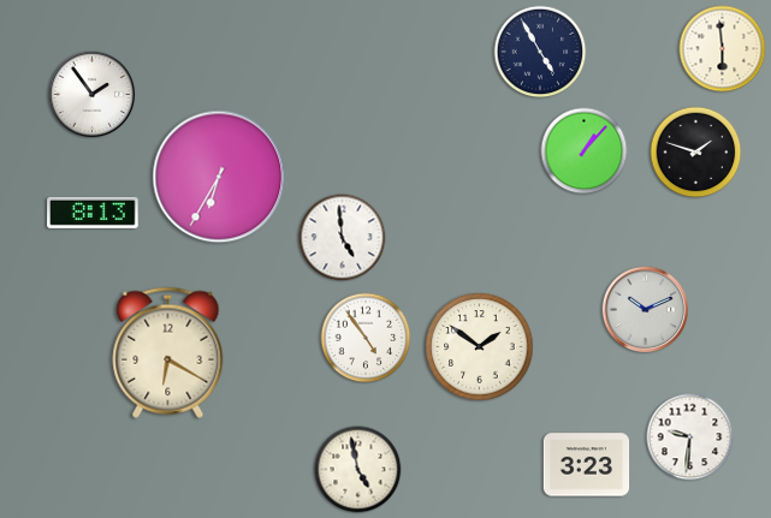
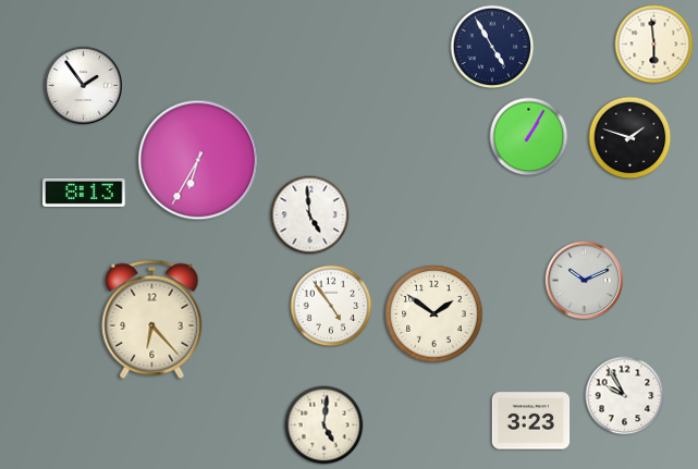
clock at (540, 52) position: (540, 52) -> (492, 47)
clock at (585, 151): 1:07 -> 1:05
clock at (168, 352): 6:20 -> 6:23
clock at (690, 437): 9:31 -> 9:55
clock at (358, 470): 4:58 -> 5:01
